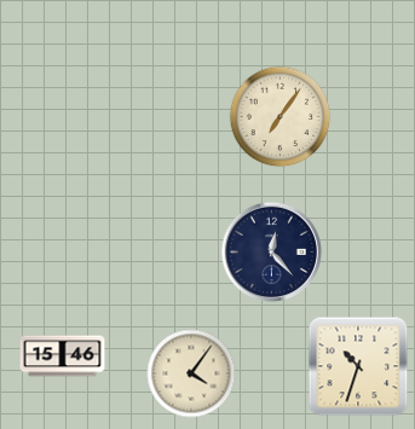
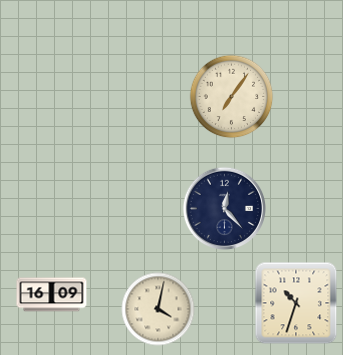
clock at (63, 356): 15:46 -> 16:09
clock at (191, 373): 4:06 -> 4:02
